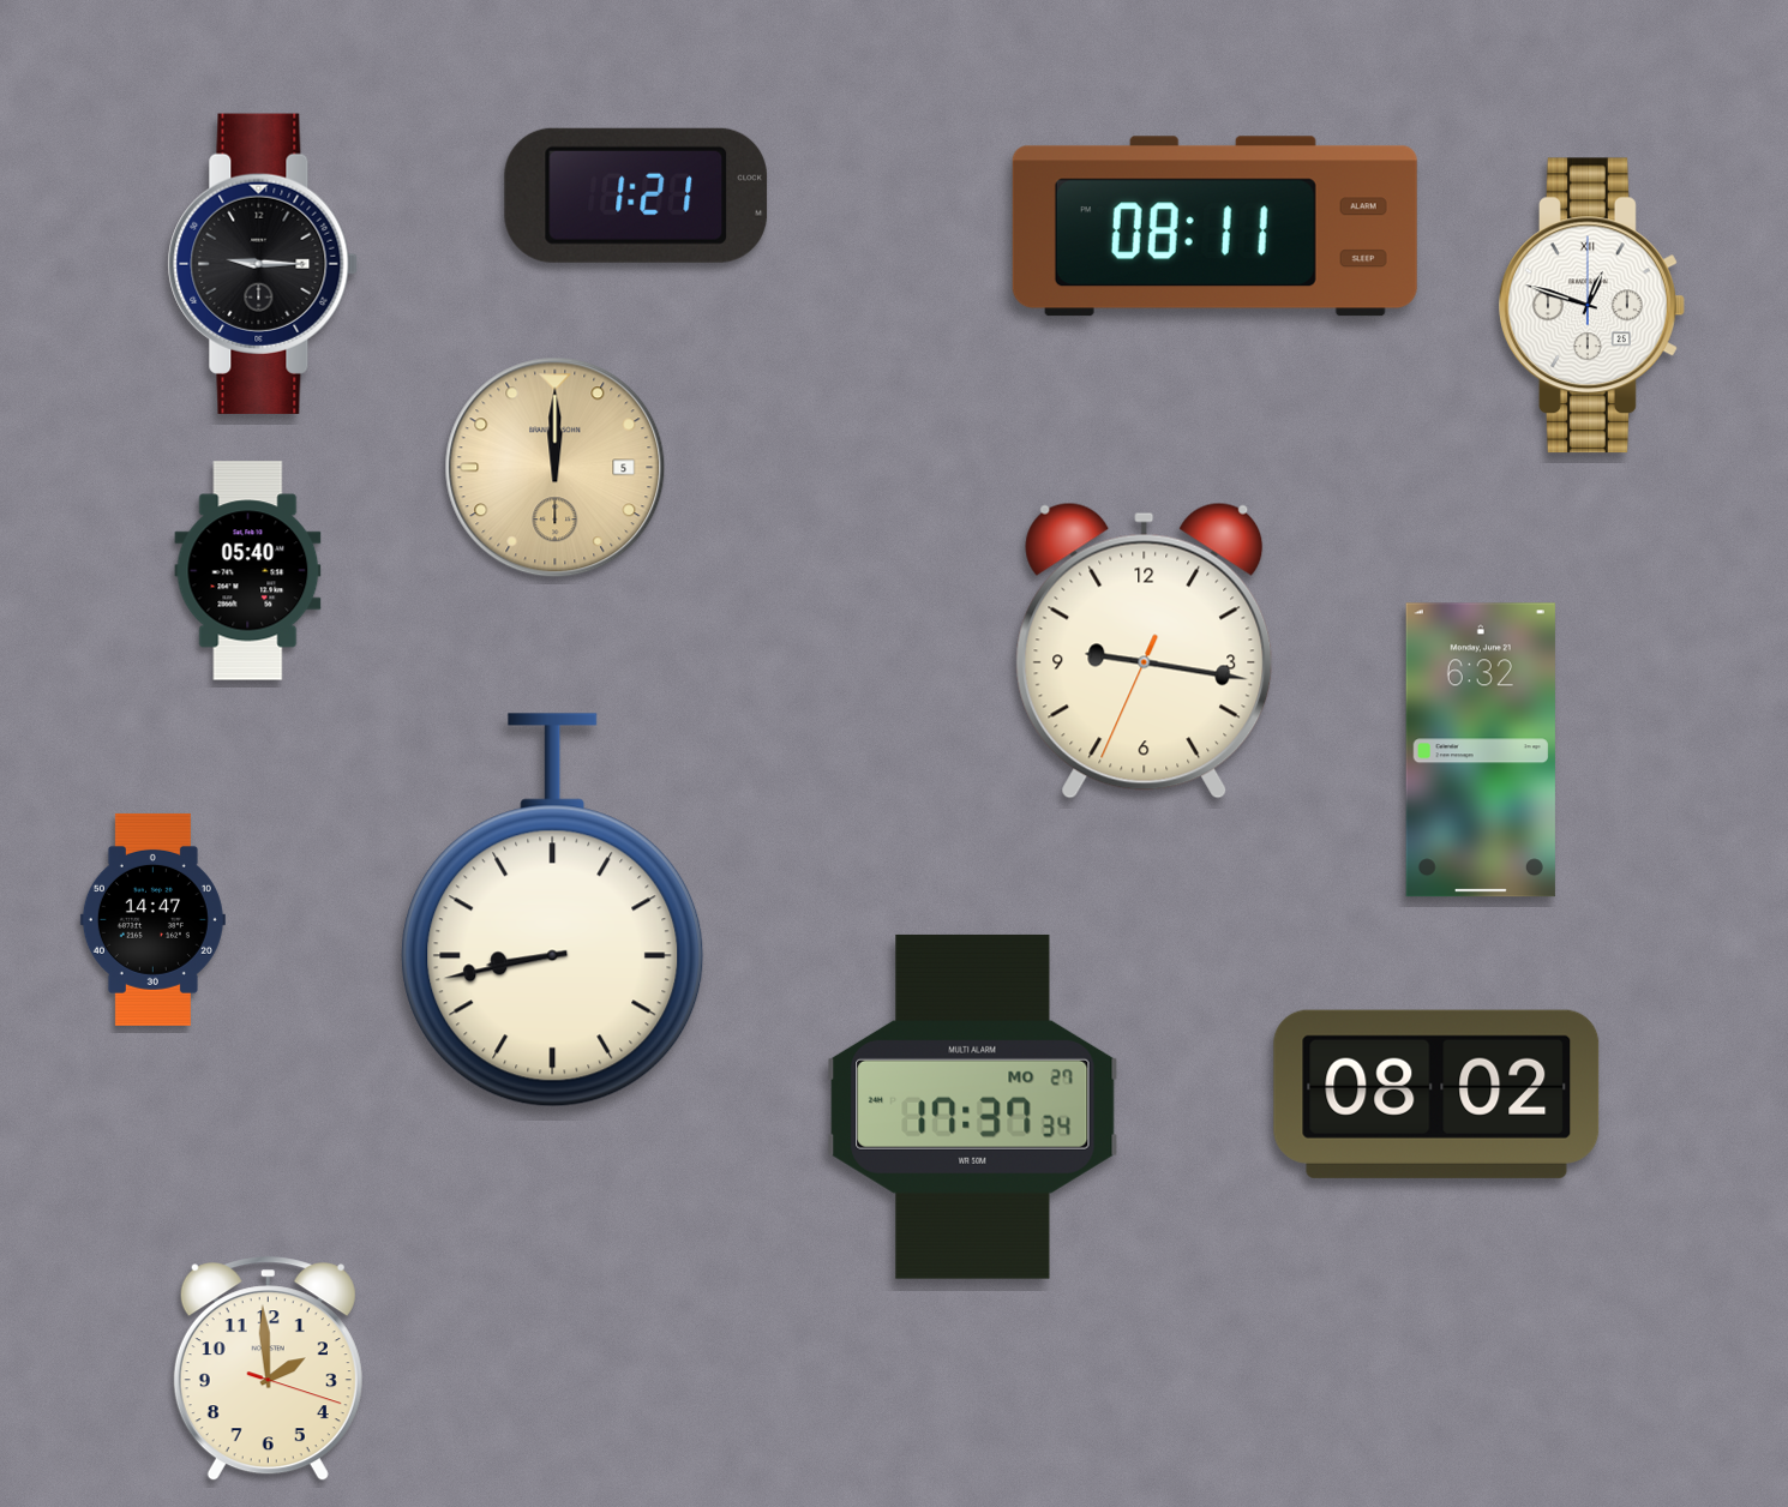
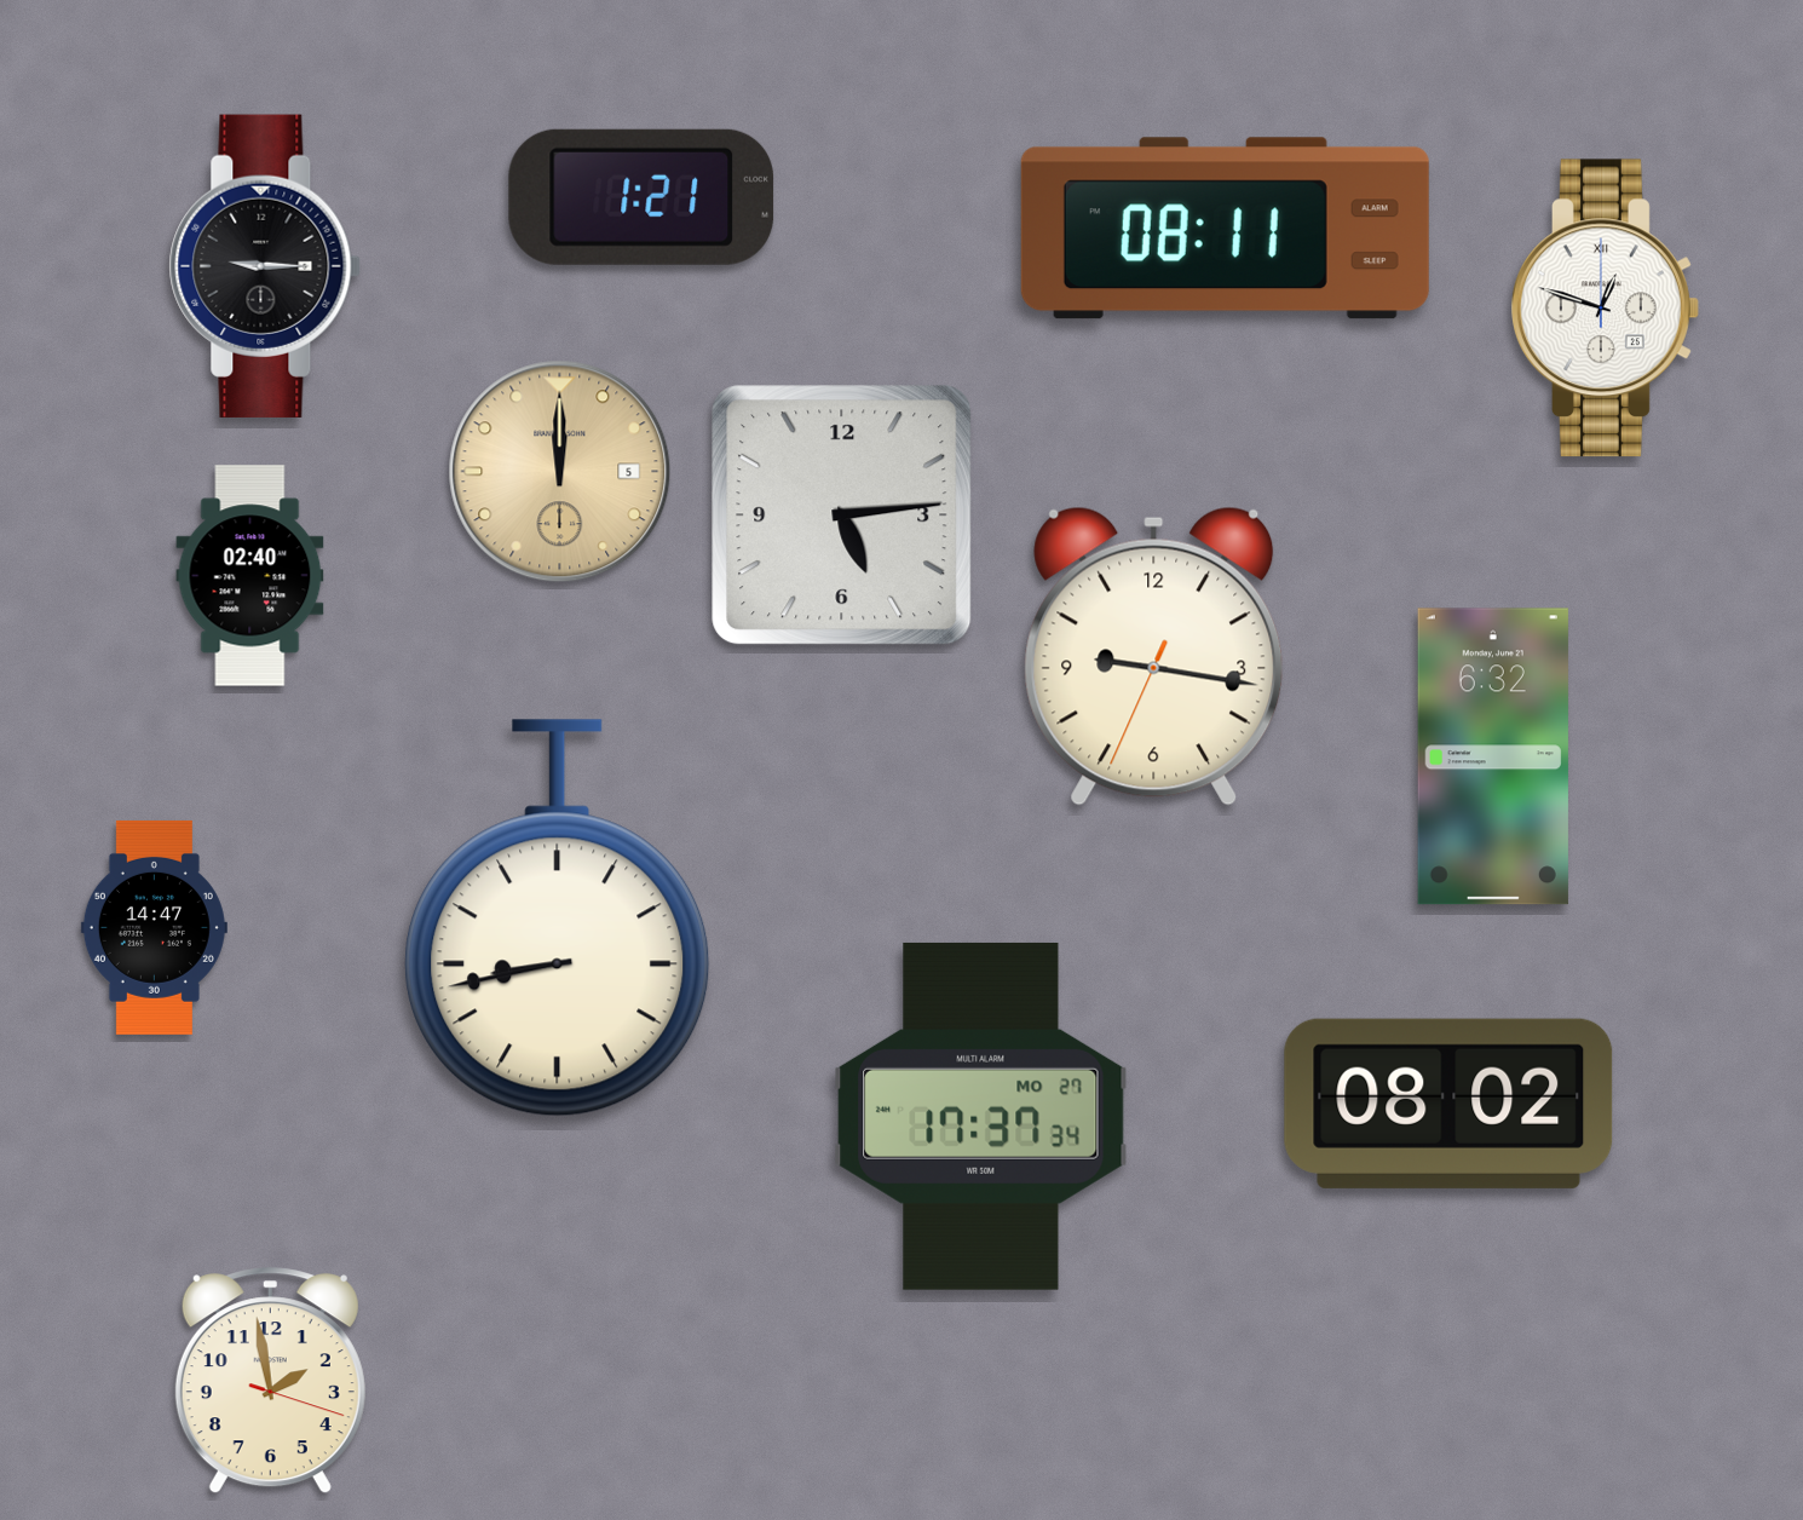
clock at (842, 516): none -> 5:14
clock at (248, 571): 05:40 -> 02:40
clock at (268, 1369): 1:59 -> 1:58
